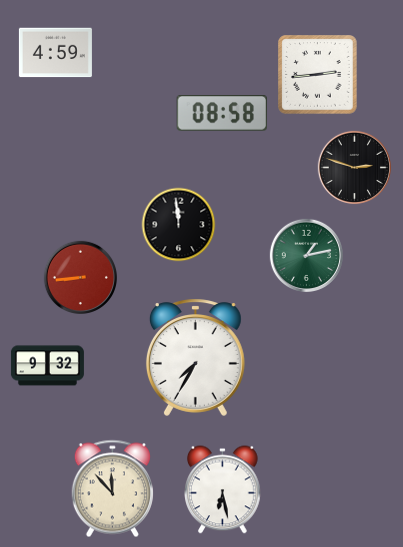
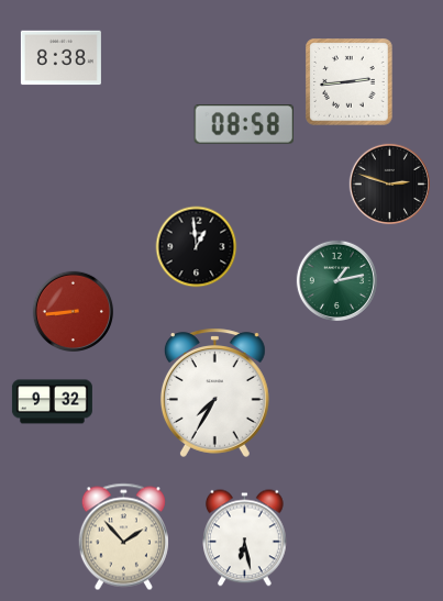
clock at (55, 53): 4:59 -> 8:38
clock at (179, 225): 11:59 -> 12:59
clock at (80, 277) position: (80, 277) -> (73, 311)
clock at (112, 489): 11:53 -> 1:53
